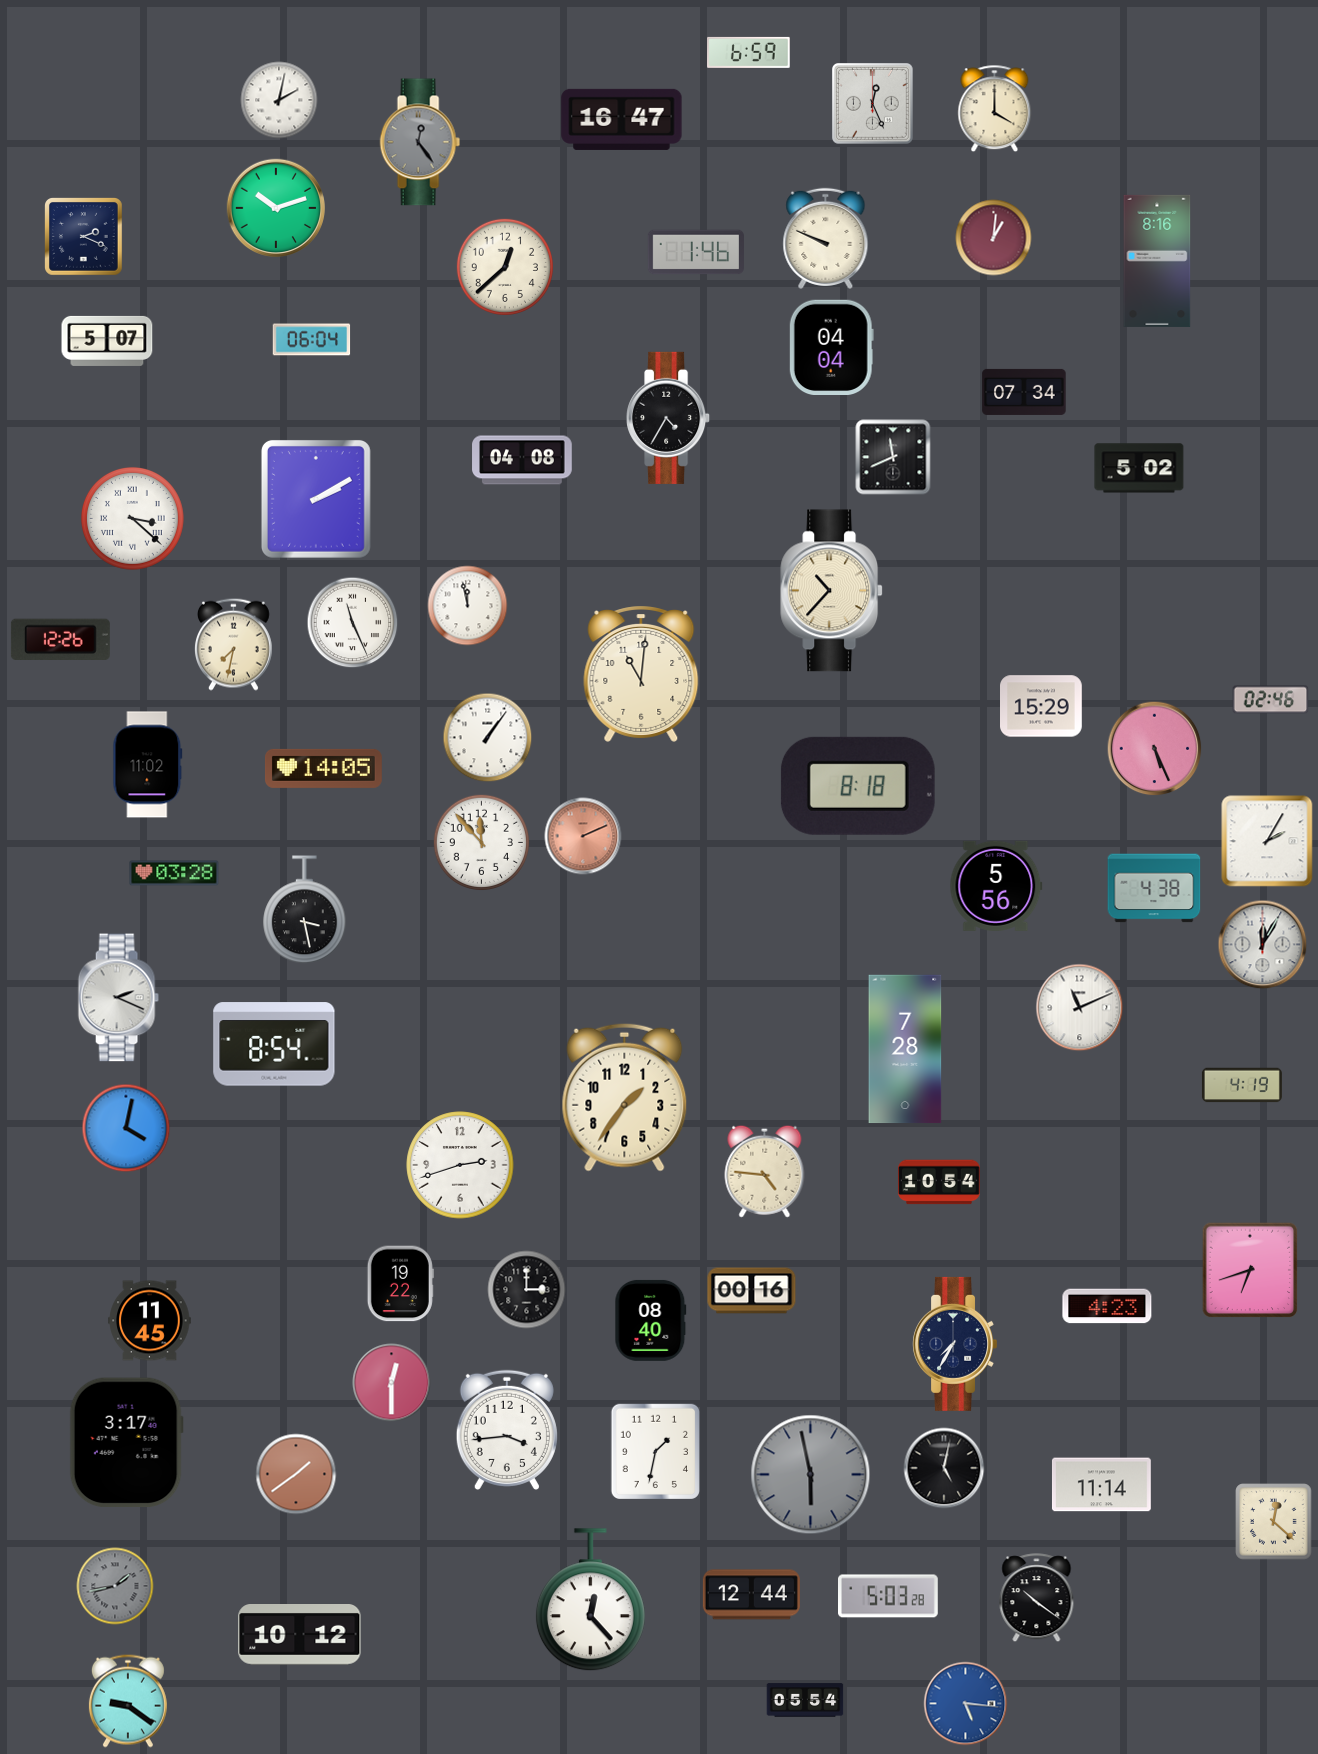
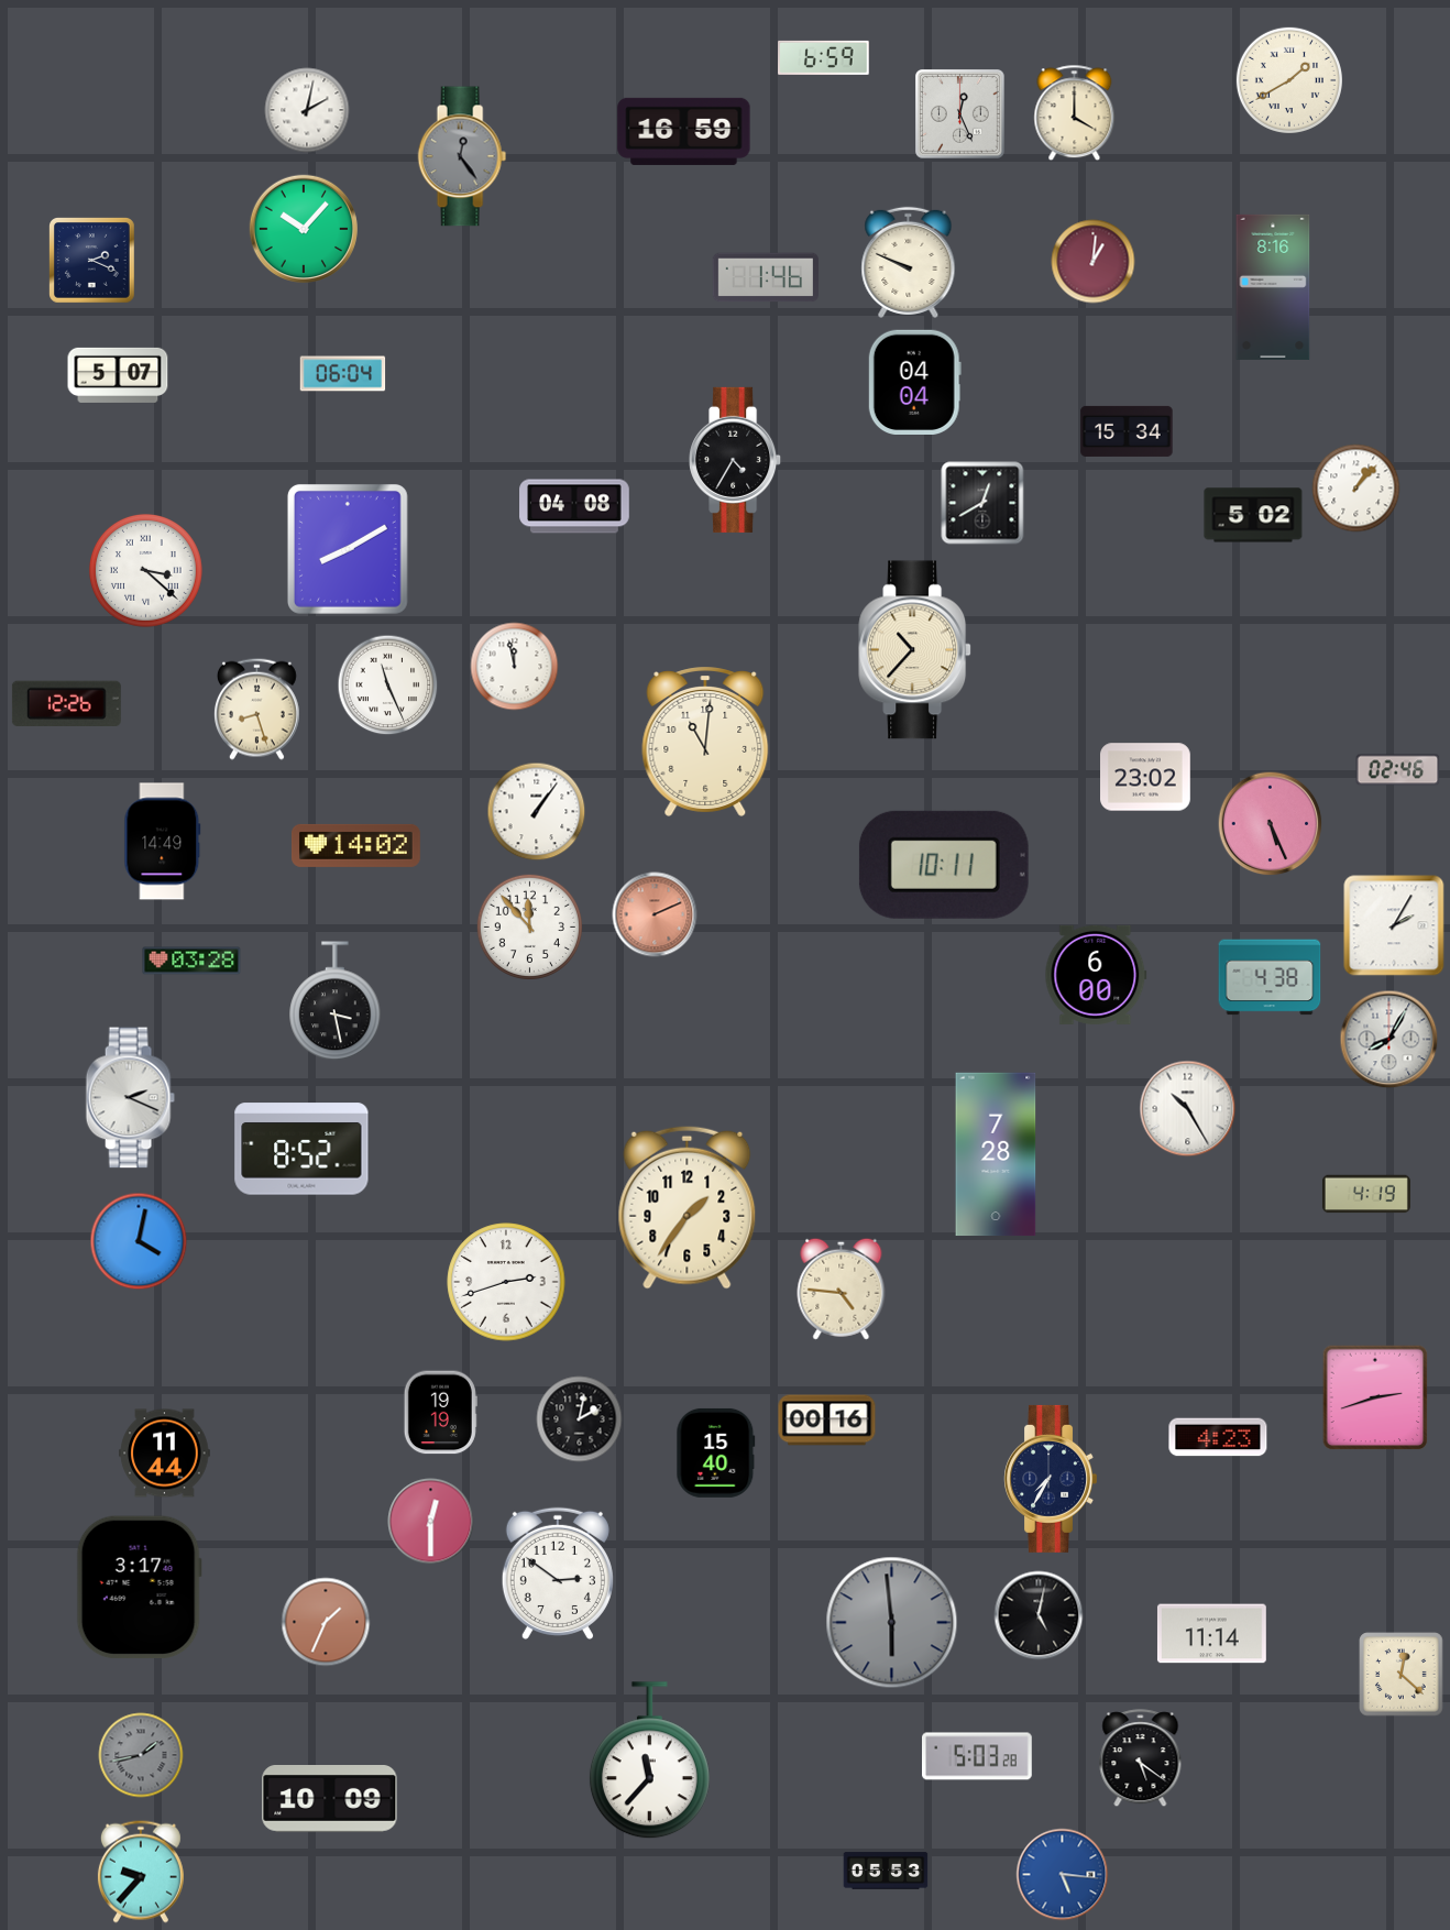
clock at (1289, 80): none -> 1:40
clock at (995, 109) position: (995, 109) -> (1075, 113)
clock at (622, 119): 16:47 -> 16:59
clock at (276, 208): 10:12 -> 10:07
clock at (505, 267): 12:38 -> none
clock at (1024, 392): 07:34 -> 15:34
clock at (1356, 489): none -> 1:07
clock at (893, 457): 11:41 -> 12:40
clock at (316, 499): 2:10 -> 8:10
clock at (233, 644): 7:32 -> 8:27
clock at (1041, 706): 15:29 -> 23:02
clock at (148, 765): 11:02 -> 14:49
clock at (323, 768): 14:05 -> 14:02
clock at (858, 786): 8:18 -> 10:11
clock at (583, 836) position: (583, 836) -> (655, 914)
clock at (996, 886): 5:56 -> 6:00
clock at (1263, 945): 12:05 -> 8:05
clock at (1080, 1008): 11:11 -> 10:25
clock at (274, 1044): 8:54 -> 8:52
clock at (939, 1182): 10:54 -> none
clock at (1250, 1270): 6:42 -> 2:42
clock at (400, 1284): 19:22 -> 19:19
clock at (527, 1290): 3:00 -> 2:02
clock at (651, 1320): 08:40 -> 15:40
clock at (150, 1321): 11:45 -> 11:44
clock at (507, 1430): 3:44 -> 2:51
clock at (655, 1451): 1:32 -> none
clock at (296, 1474): 1:39 -> 1:34
clock at (811, 1475): 5:58 -> 5:59
clock at (115, 1586) position: (115, 1586) -> (141, 1755)
clock at (751, 1595): 12:44 -> none
clock at (1037, 1598): 10:21 -> 5:21
clock at (590, 1600): 12:23 -> 11:37
clock at (300, 1635): 10:12 -> 10:09
clock at (805, 1700): 05:54 -> 05:53
clock at (128, 1701): 9:21 -> 9:37
